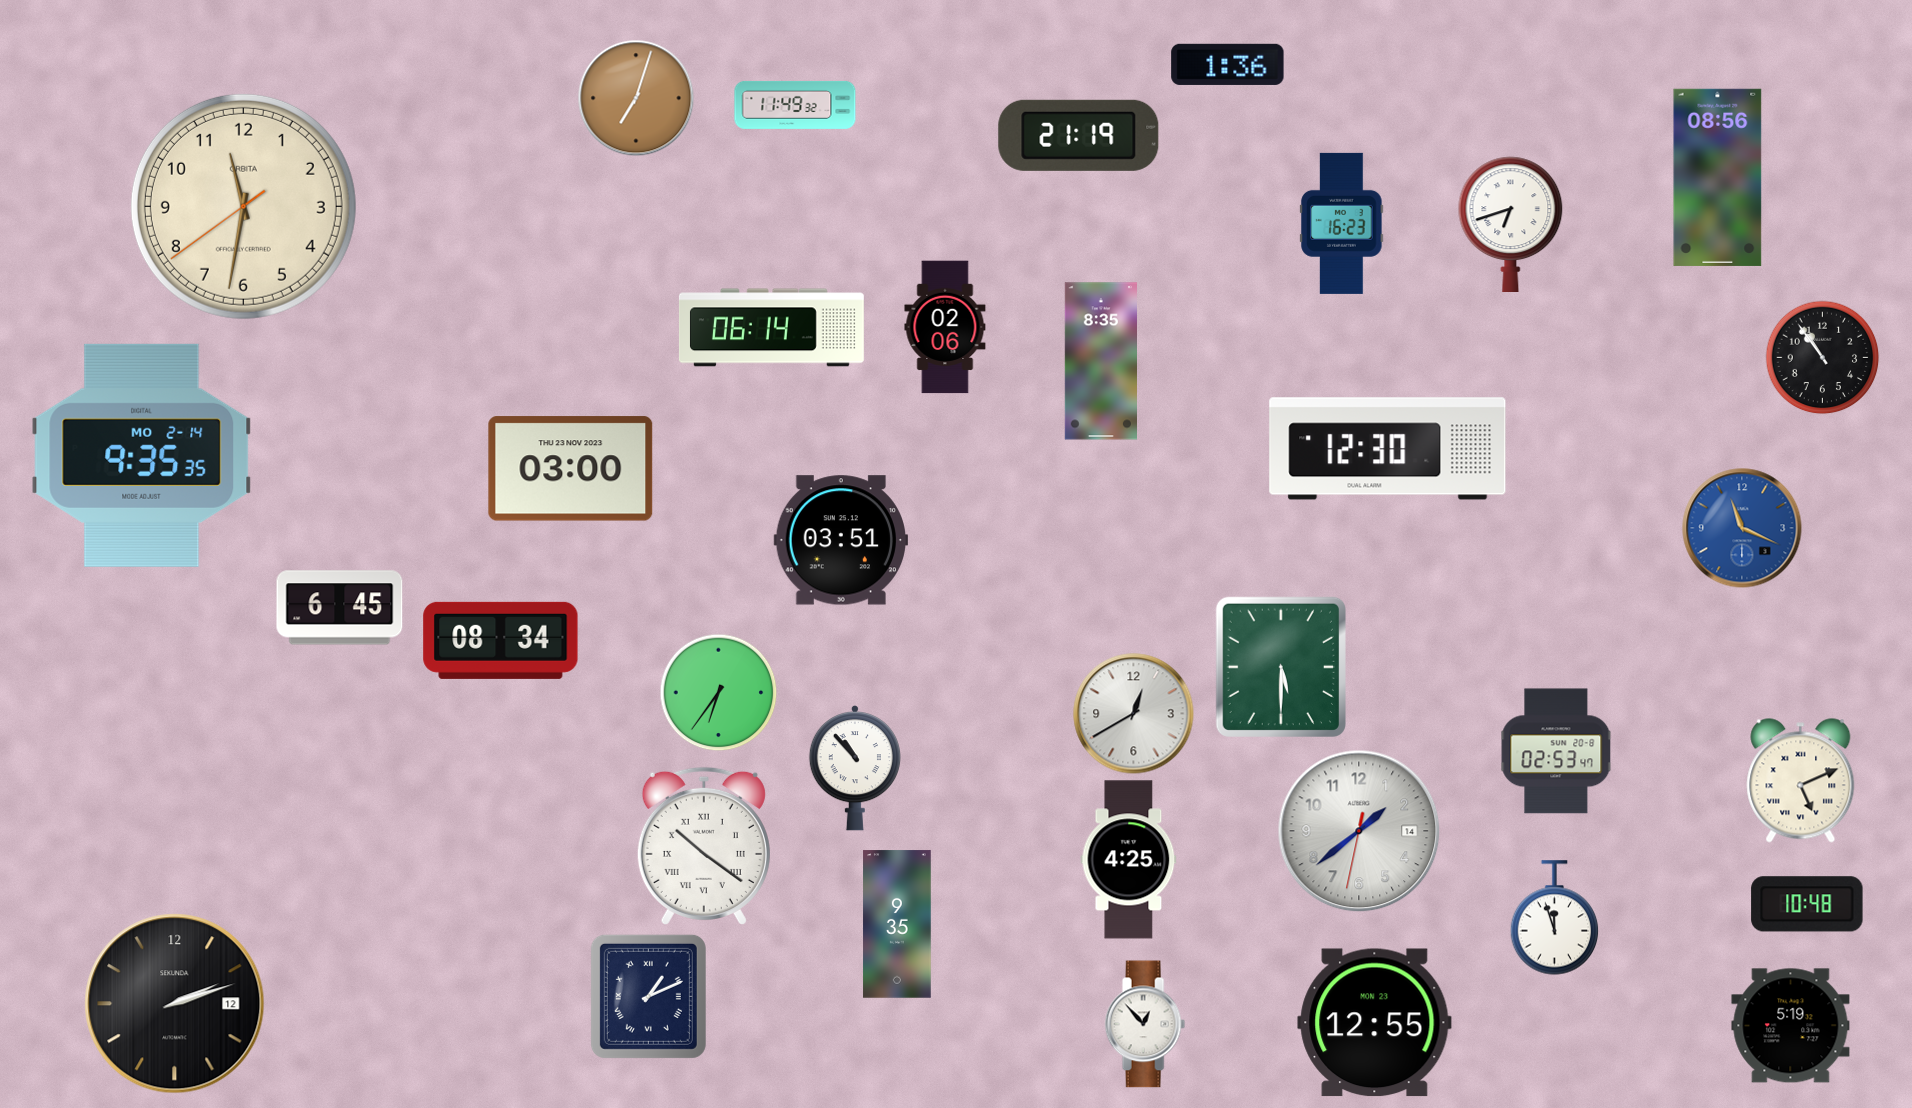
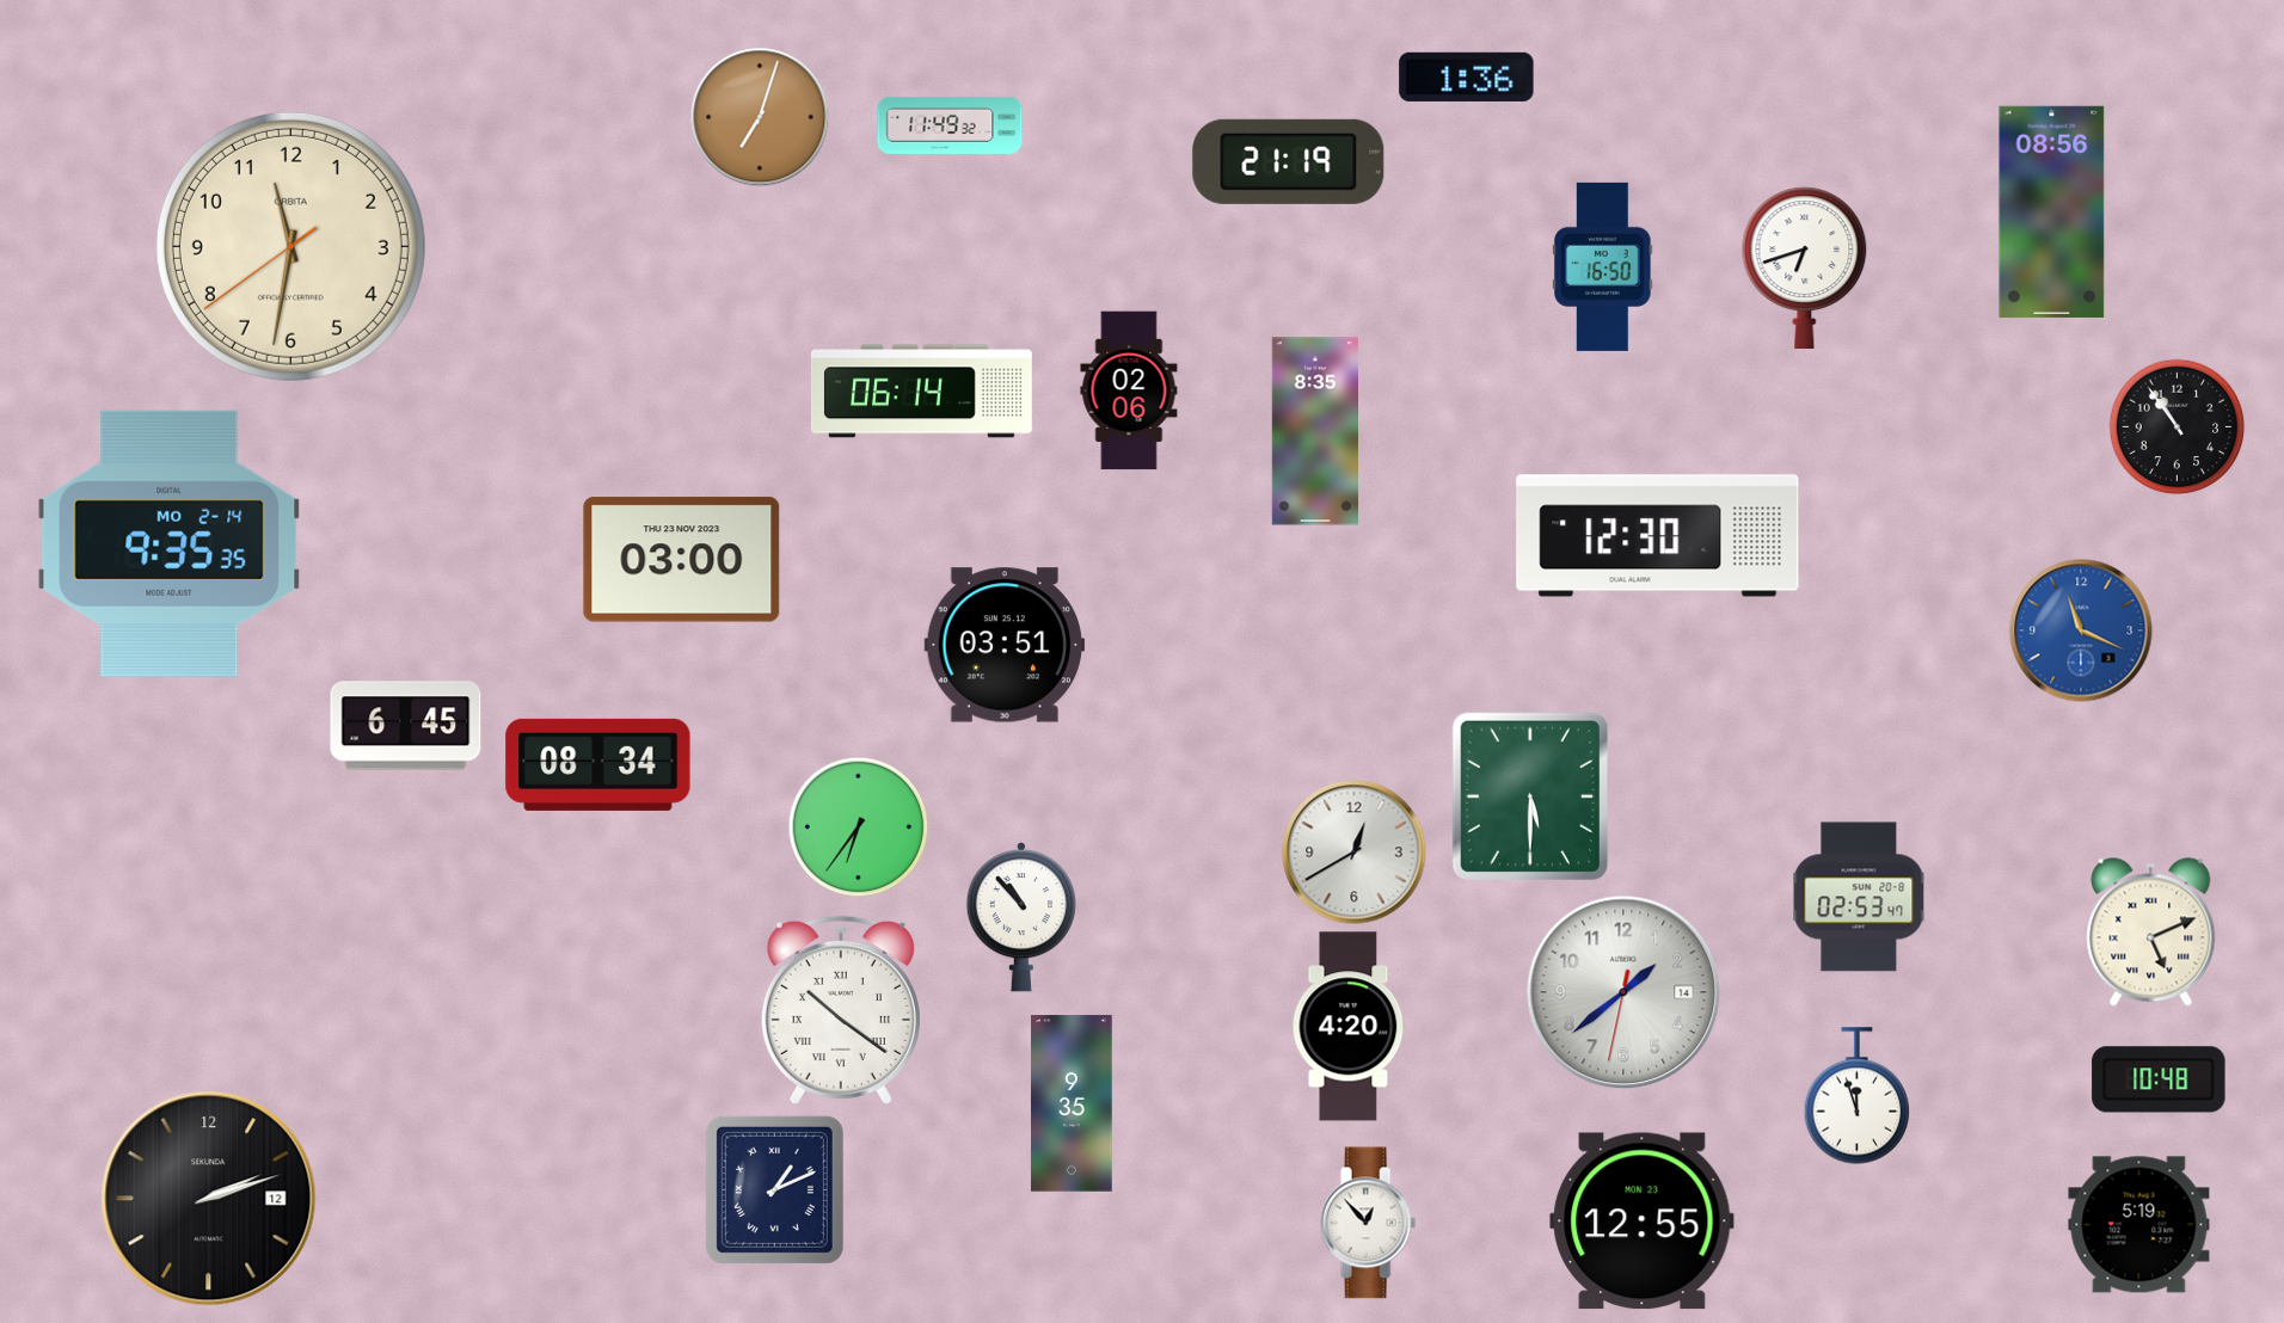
clock at (1342, 223): 16:23 -> 16:50
clock at (1129, 860): 4:25 -> 4:20
